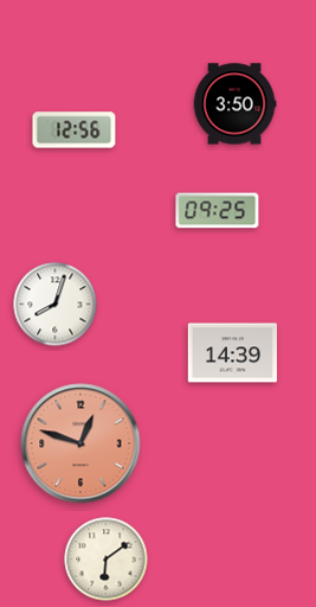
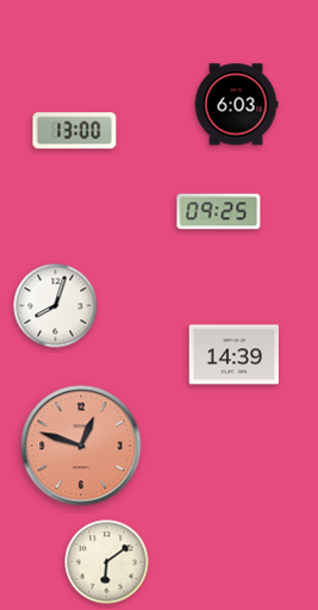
clock at (234, 104): 3:50 -> 6:03
clock at (75, 130): 12:56 -> 13:00
